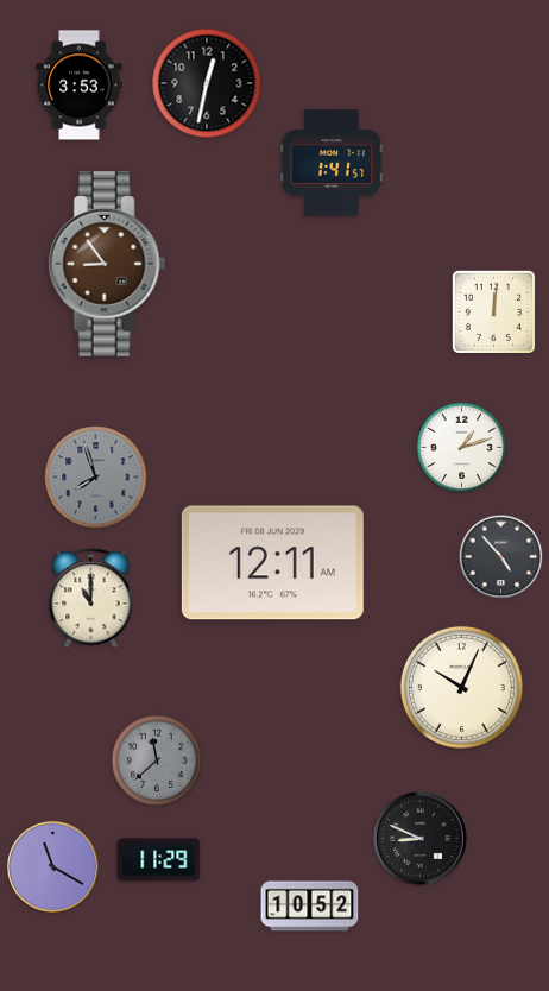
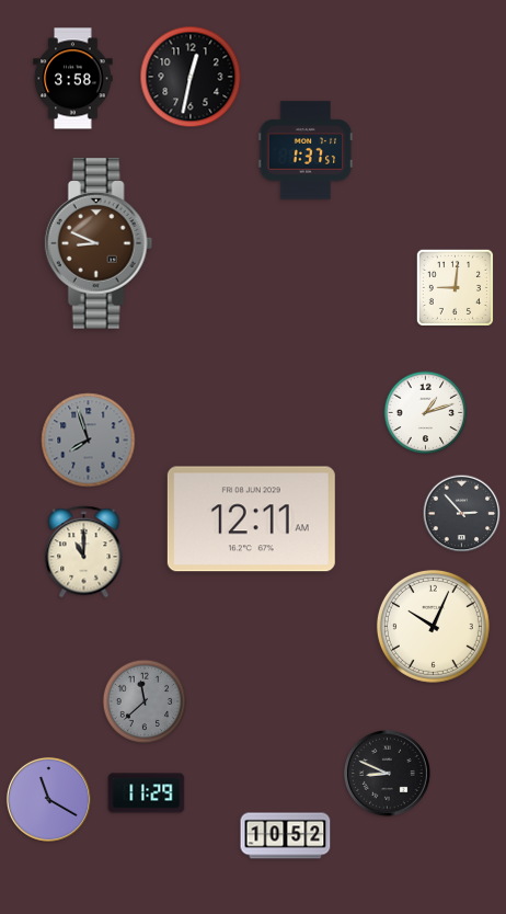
clock at (80, 86): 3:53 -> 3:58
clock at (332, 163): 1:41 -> 1:37
clock at (107, 264): 8:54 -> 8:49
clock at (493, 311): 12:01 -> 9:01
clock at (501, 557): 4:53 -> 2:53
clock at (461, 687) position: (461, 687) -> (433, 626)
